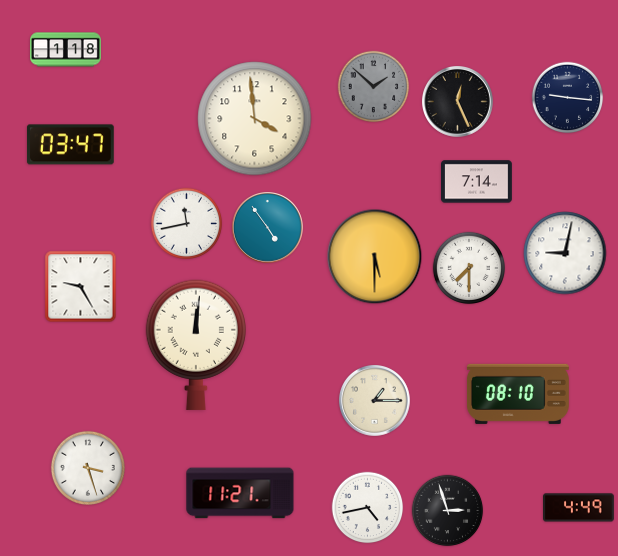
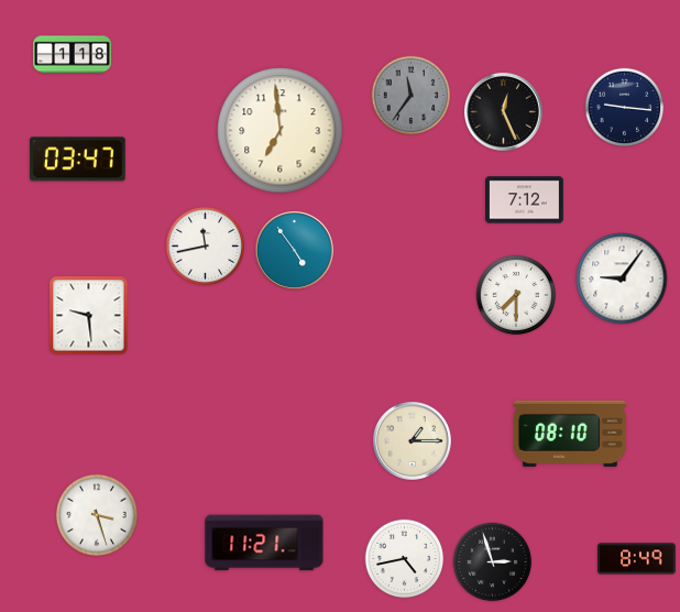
clock at (374, 87): 1:52 -> 11:36
clock at (255, 119): 3:59 -> 6:59
clock at (477, 182): 7:14 -> 7:12
clock at (565, 253): 9:02 -> 9:06
clock at (375, 257): 5:30 -> none
clock at (81, 287): 9:25 -> 9:29
clock at (196, 345): 12:01 -> none
clock at (579, 508): 4:49 -> 8:49
